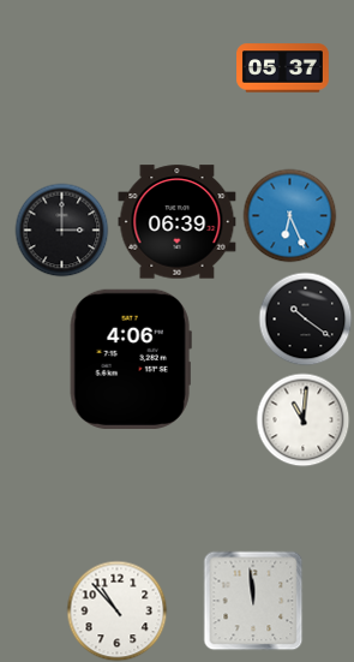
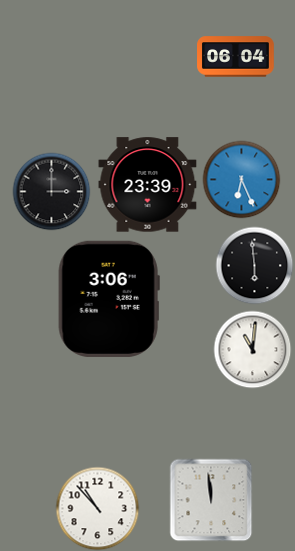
clock at (283, 68): 05:37 -> 06:04
clock at (178, 222): 06:39 -> 23:39
clock at (305, 318): 10:21 -> 5:59
clock at (131, 359): 4:06 -> 3:06
